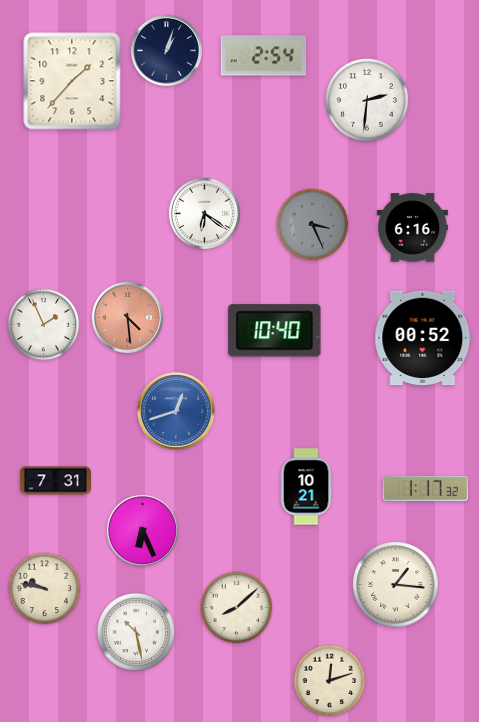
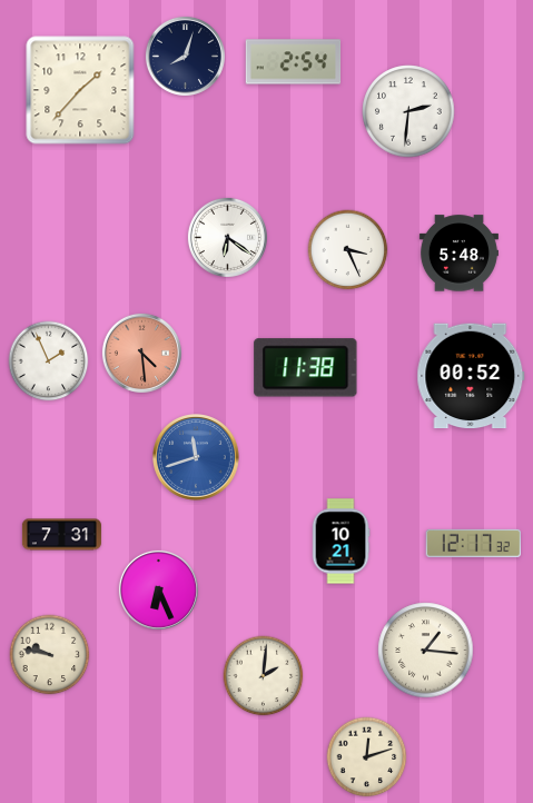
clock at (166, 50): 1:03 -> 8:03
clock at (313, 225) dial: grey -> white
clock at (412, 228): 6:16 -> 5:48
clock at (275, 331): 10:40 -> 11:38
clock at (177, 412): 12:42 -> 11:42
clock at (426, 488): 1:17 -> 12:17
clock at (396, 585) position: (396, 585) -> (426, 651)
clock at (237, 608): 8:08 -> 2:01
clock at (136, 632): 10:28 -> none
